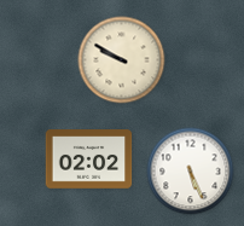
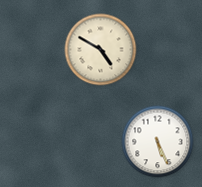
clock at (122, 60): 9:50 -> 4:50
clock at (89, 160): 02:02 -> none
